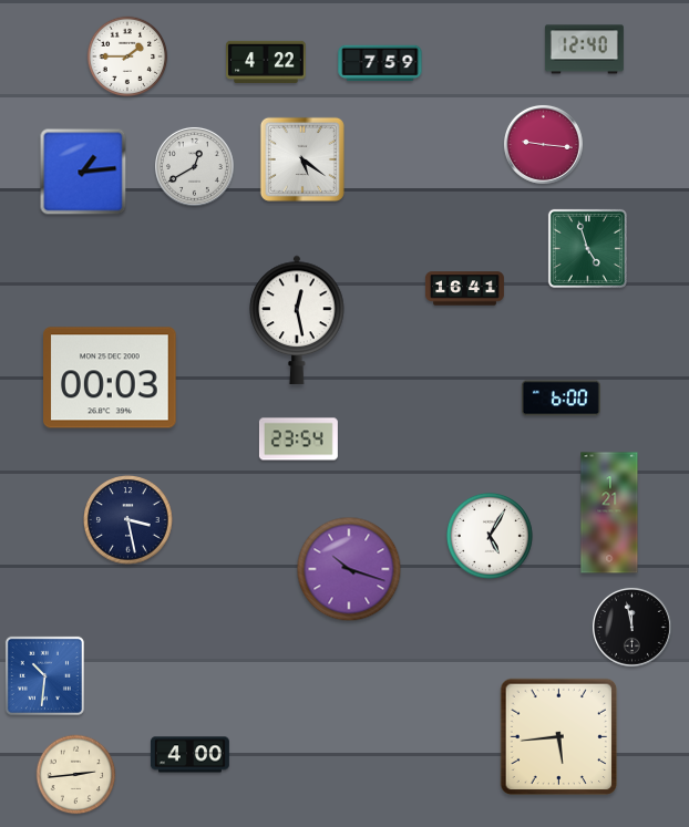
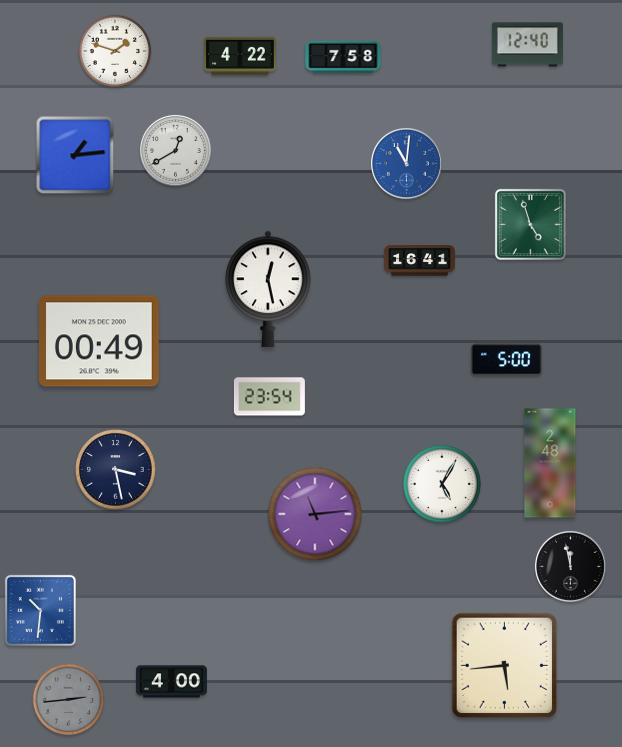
clock at (127, 56): 1:45 -> 1:48
clock at (380, 63): 7:59 -> 7:58
clock at (543, 144): 9:16 -> none
clock at (302, 159): 5:21 -> none
clock at (406, 163): none -> 11:01
clock at (111, 378): 00:03 -> 00:49
clock at (561, 399): 6:00 -> 5:00
clock at (609, 513): 1:21 -> 2:48
clock at (349, 569): 10:18 -> 11:14
clock at (76, 775) dial: cream -> grey
